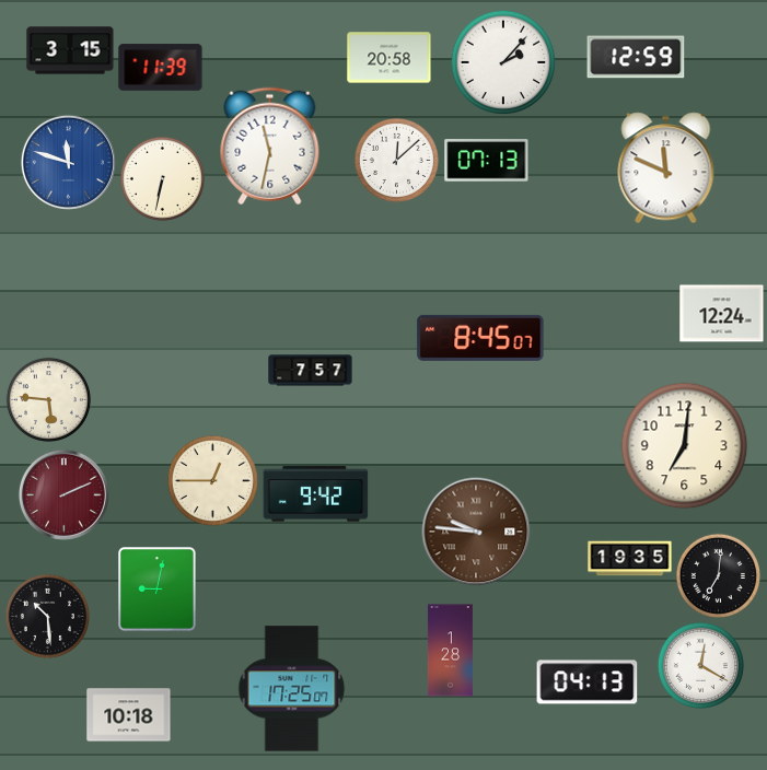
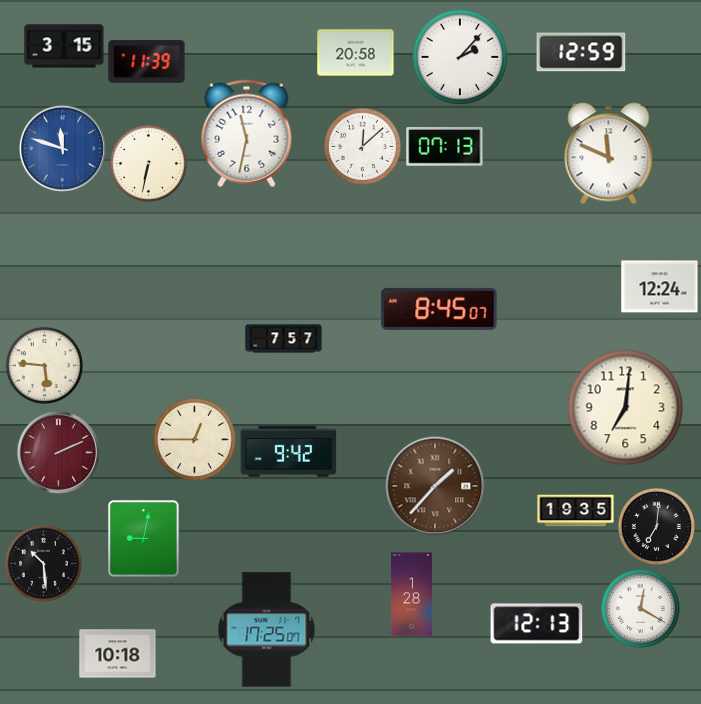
clock at (476, 532): 9:46 -> 1:37
clock at (588, 682): 04:13 -> 12:13
